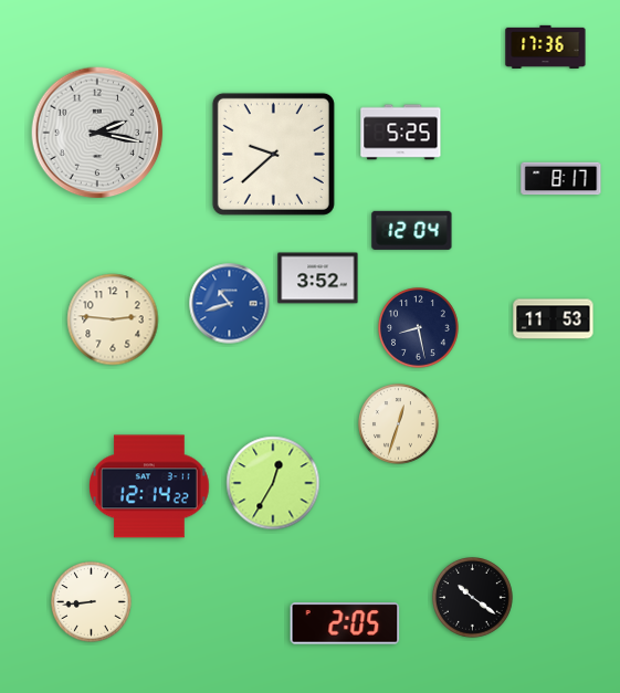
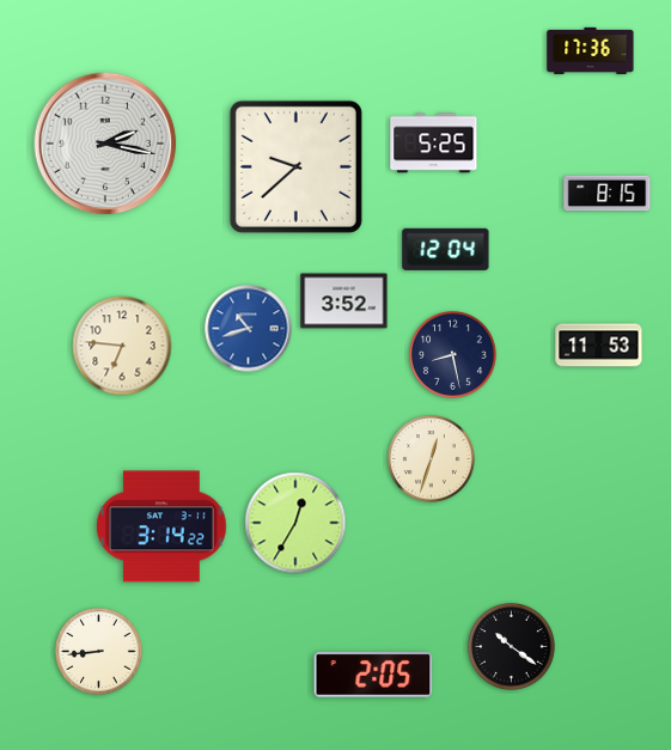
clock at (561, 179): 8:17 -> 8:15
clock at (113, 319): 2:46 -> 6:46
clock at (149, 486): 12:14 -> 3:14
